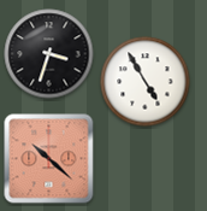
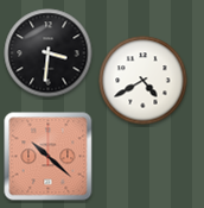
clock at (49, 54): 3:33 -> 3:31
clock at (146, 82): 4:55 -> 4:40
